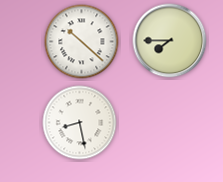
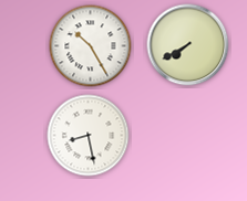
clock at (170, 41): 7:45 -> 7:40
clock at (82, 42): 10:22 -> 10:25
